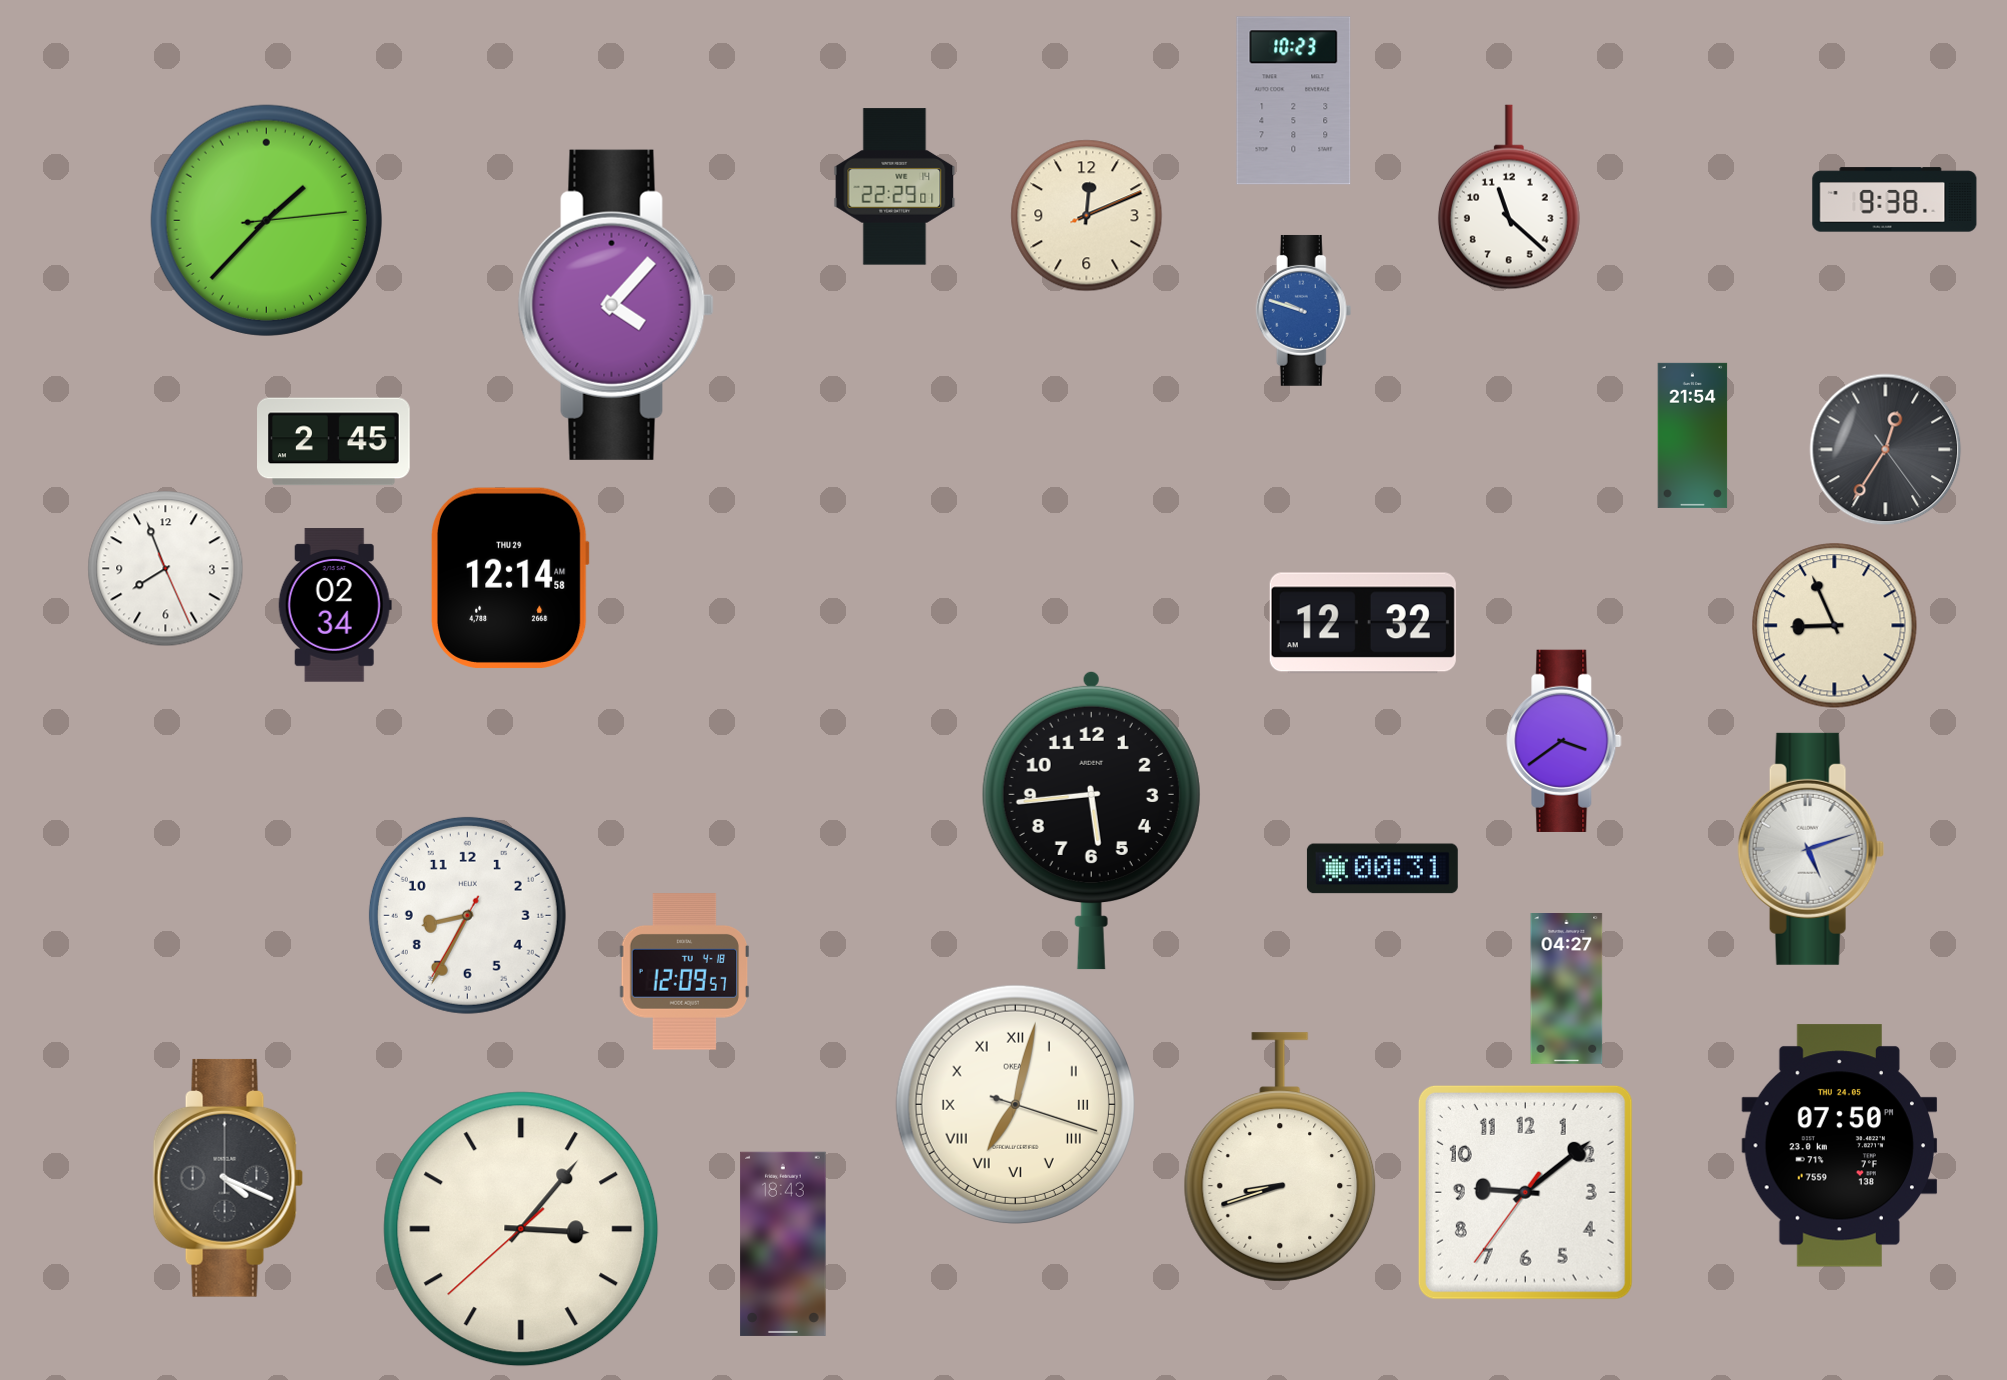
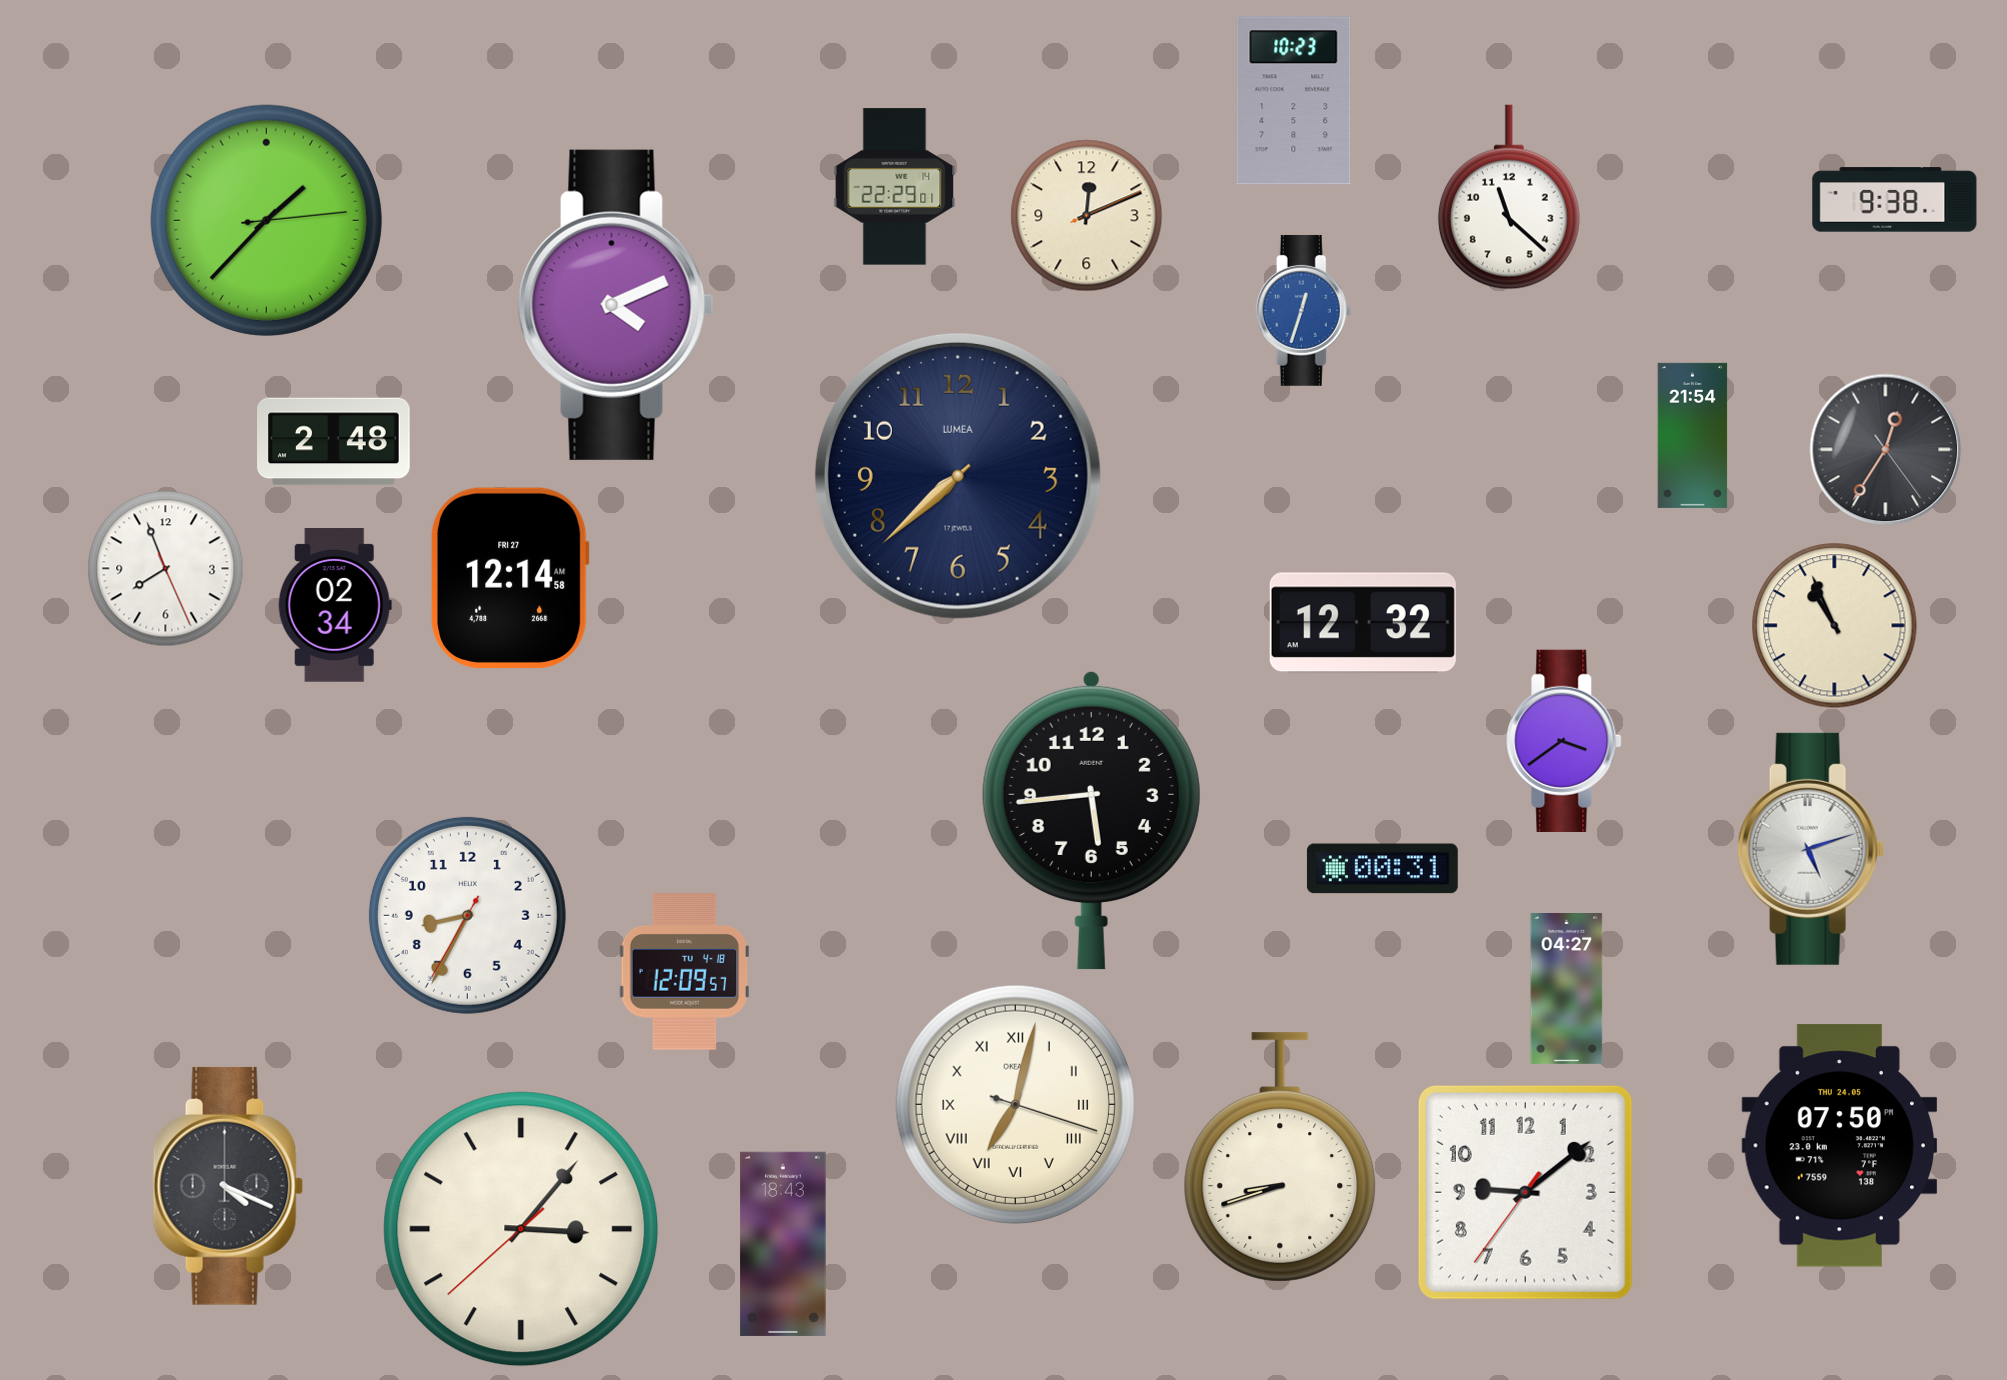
clock at (616, 305): 4:07 -> 4:11
clock at (1304, 310): 9:48 -> 12:33
clock at (334, 442): 2:45 -> 2:48
clock at (958, 476): none -> 7:38
clock at (510, 578) date: THU 29 -> FRI 27
clock at (1835, 626): 8:56 -> 10:56
clock at (228, 1178) position: (228, 1178) -> (228, 1186)
